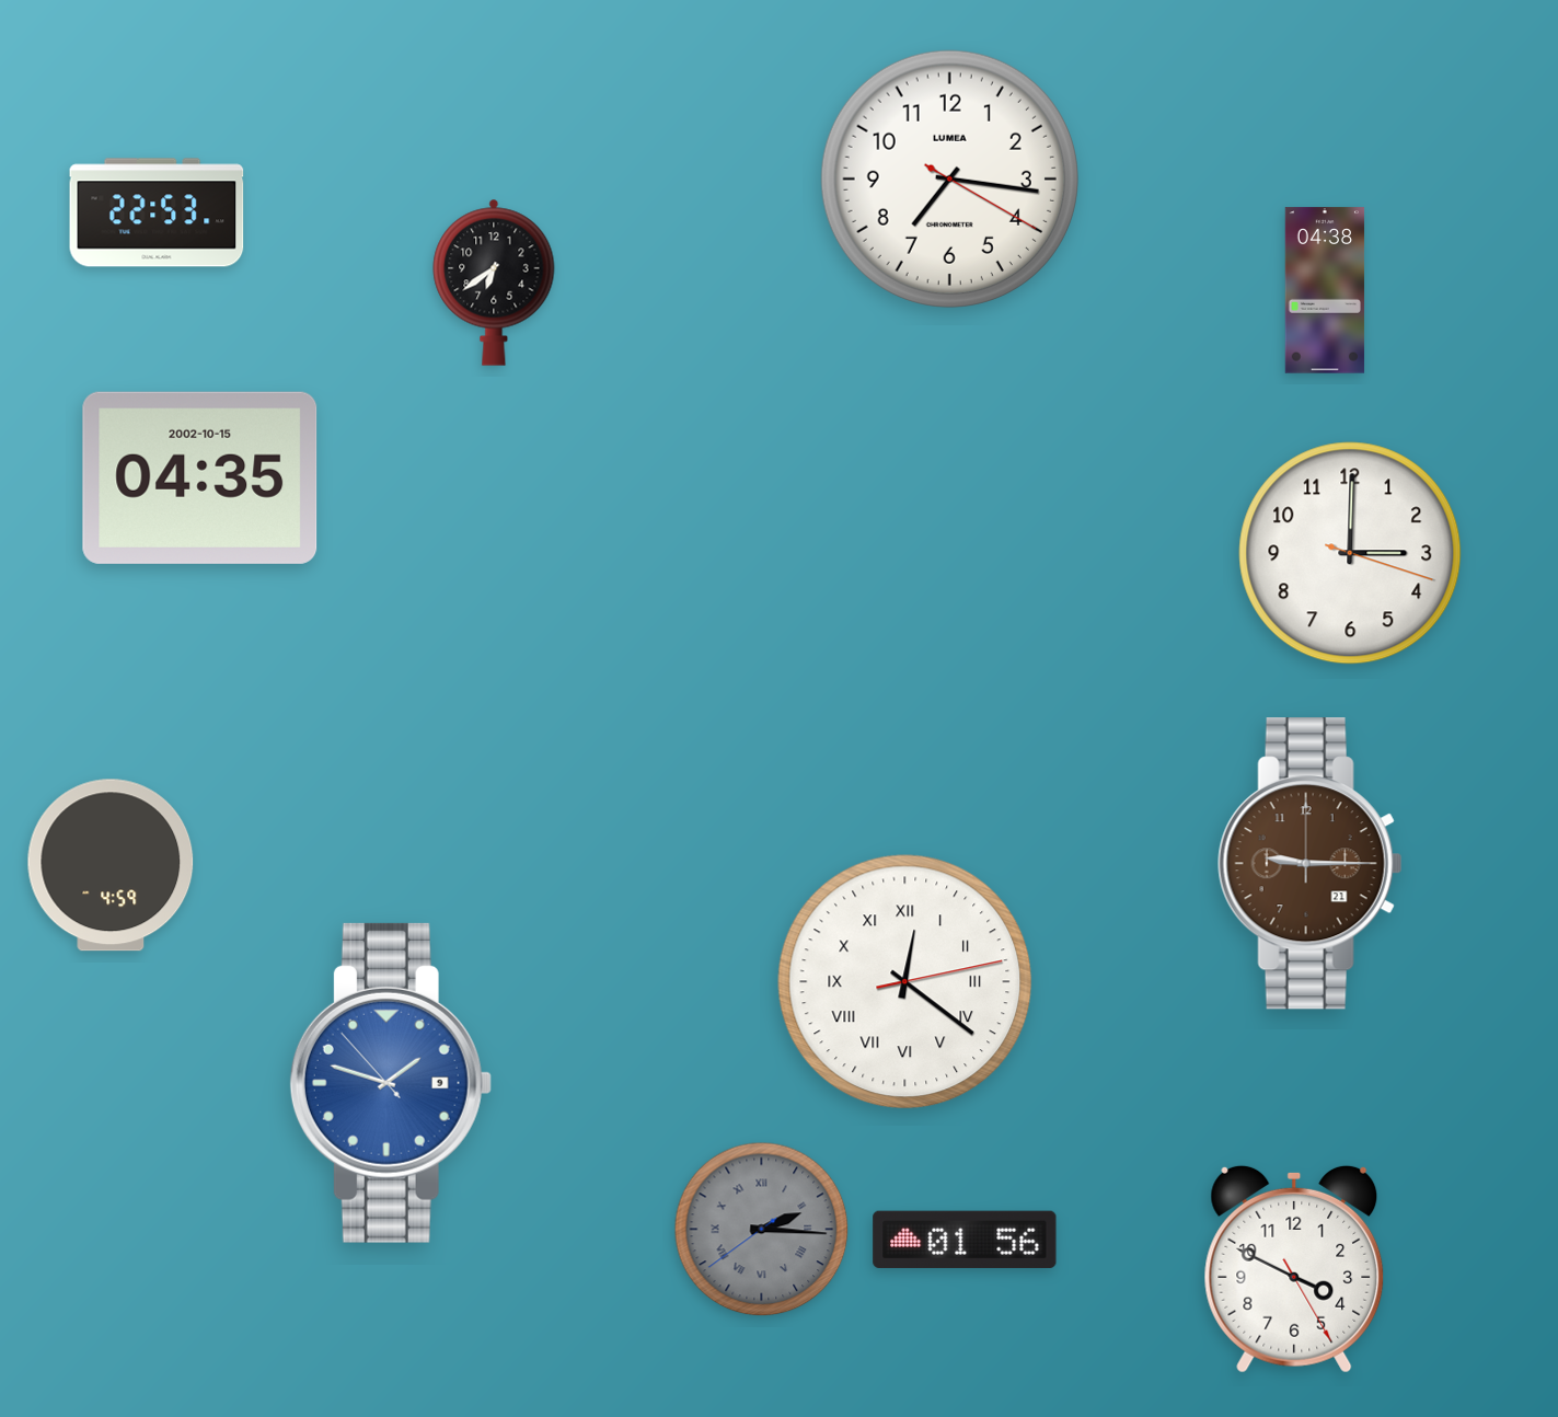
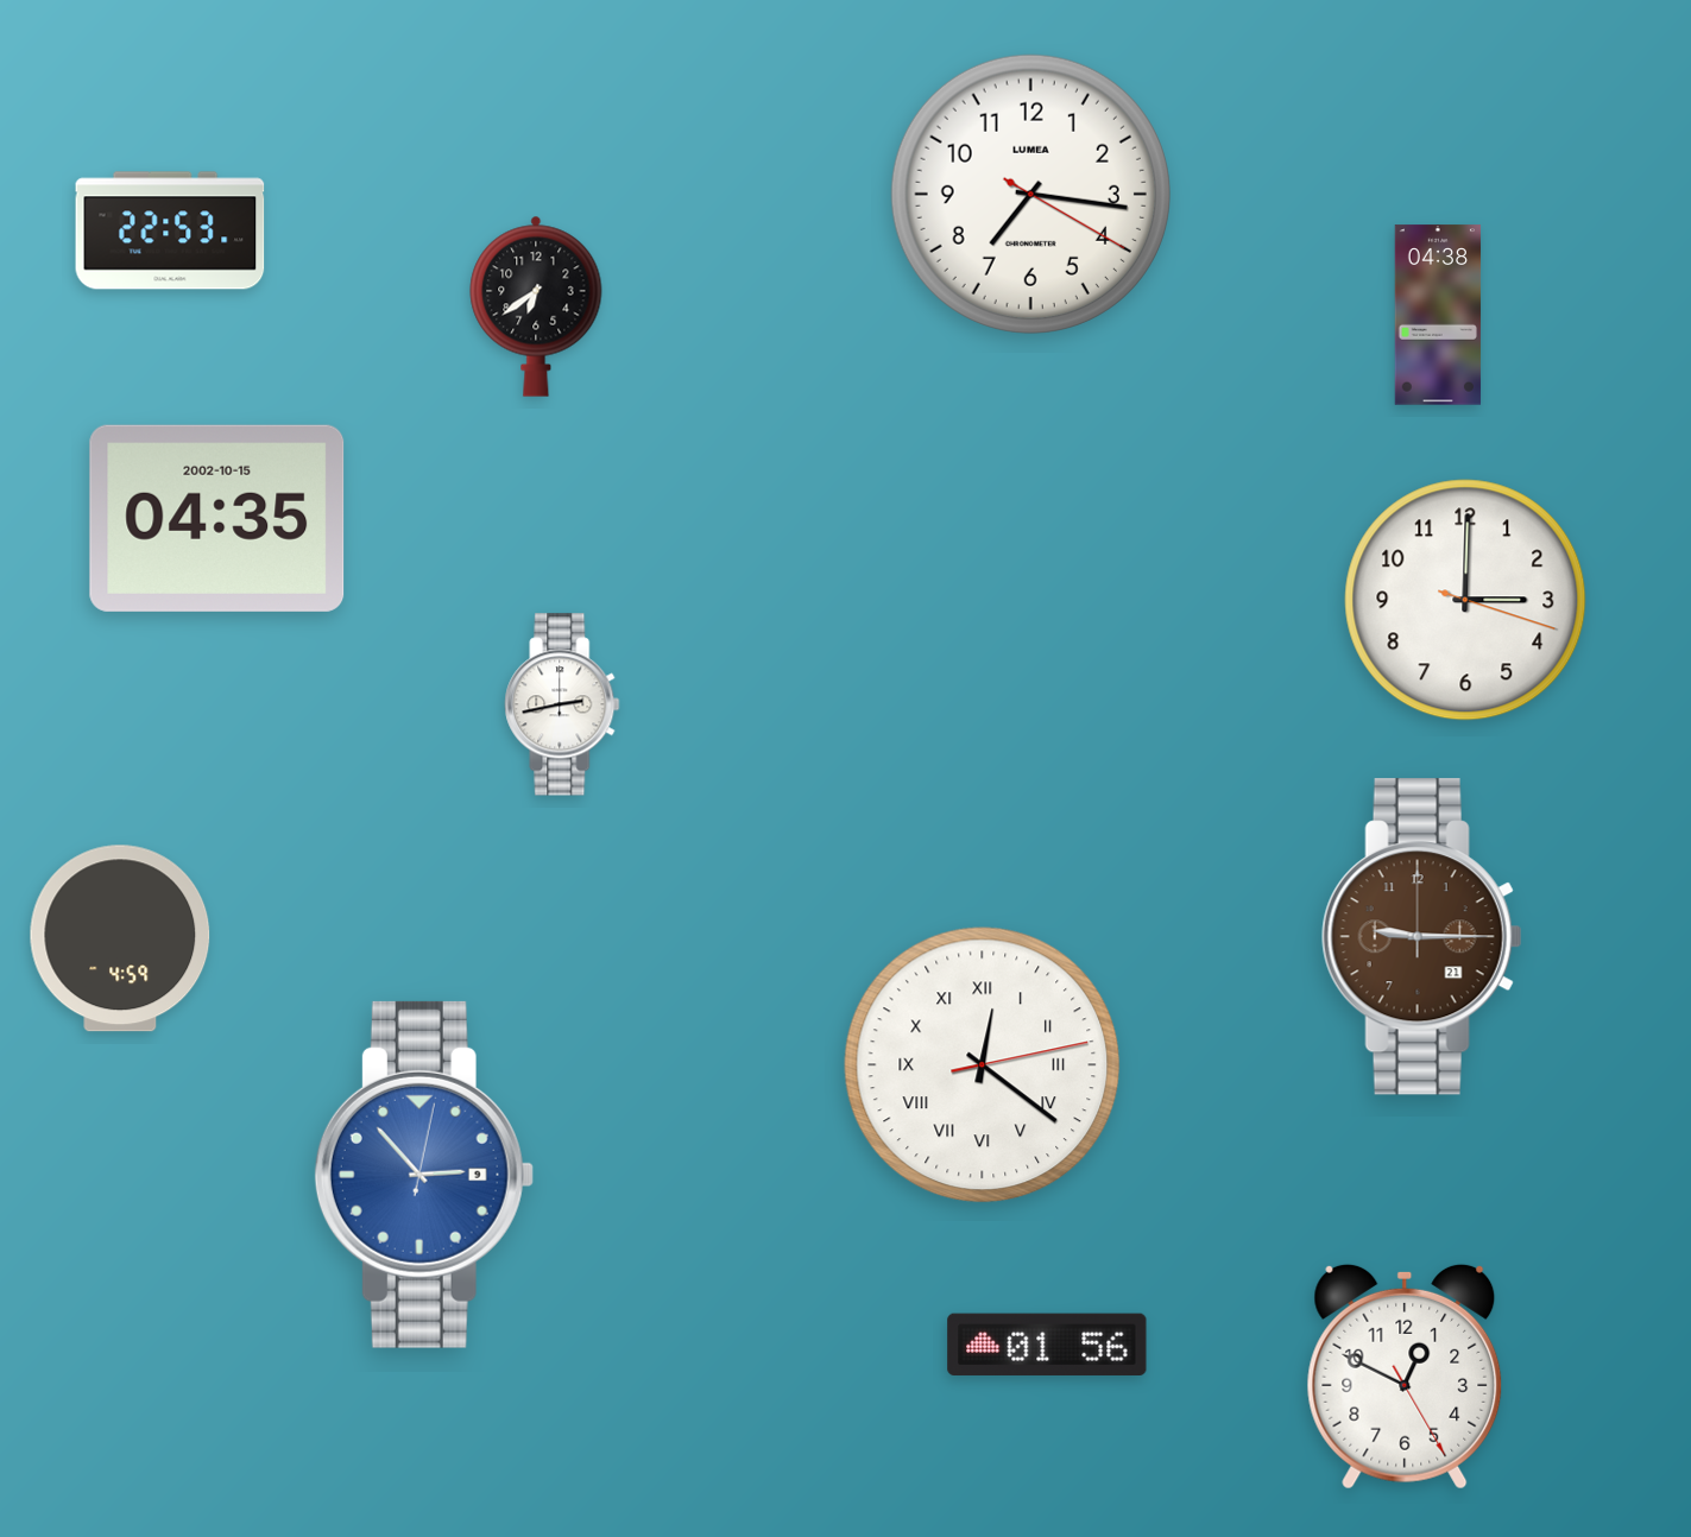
clock at (562, 704): none -> 2:43
clock at (391, 1083): 1:47 -> 2:53
clock at (762, 1230): 2:15 -> none
clock at (1294, 1269): 3:49 -> 12:49
